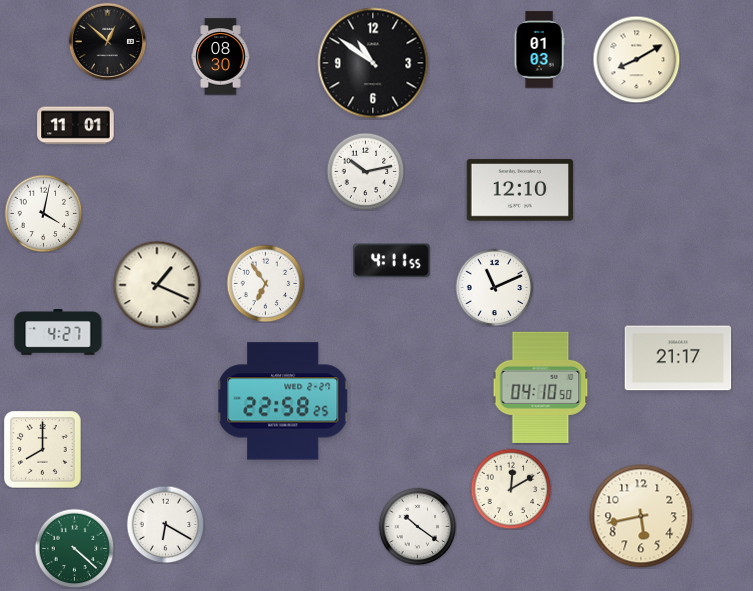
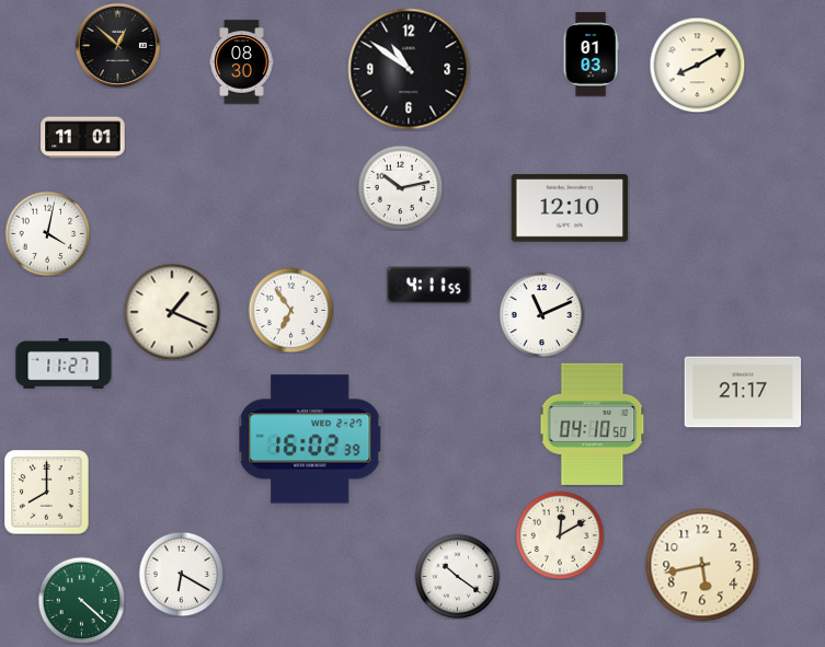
clock at (58, 332): 4:27 -> 11:27
clock at (284, 401): 22:58 -> 16:02
